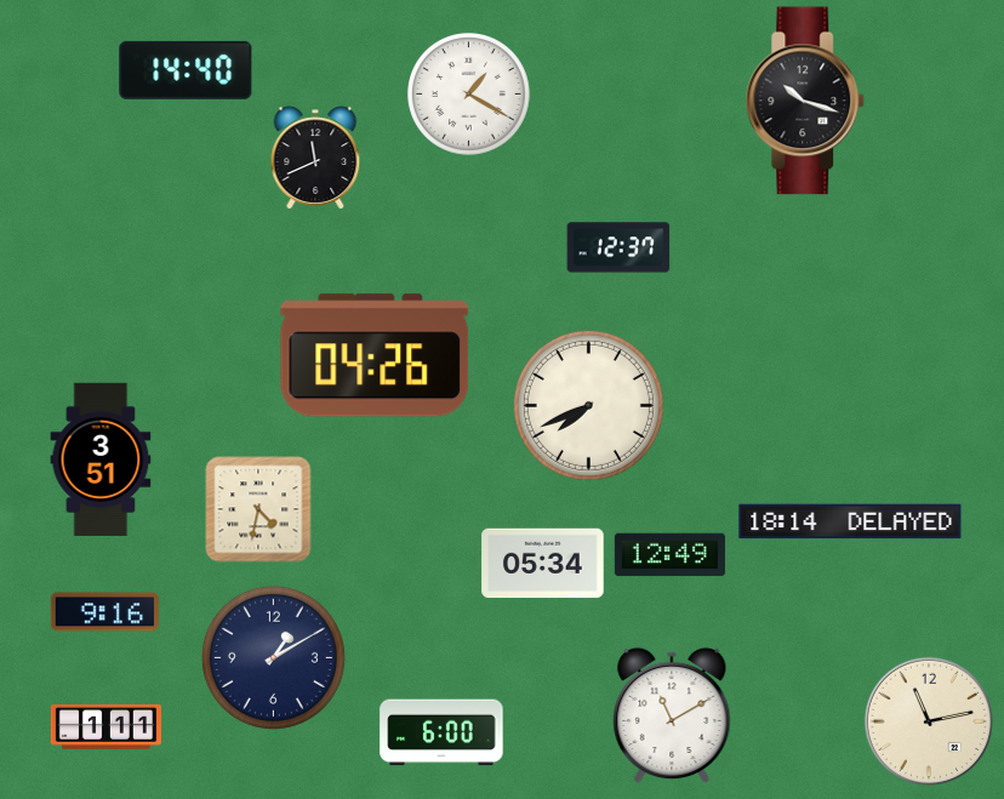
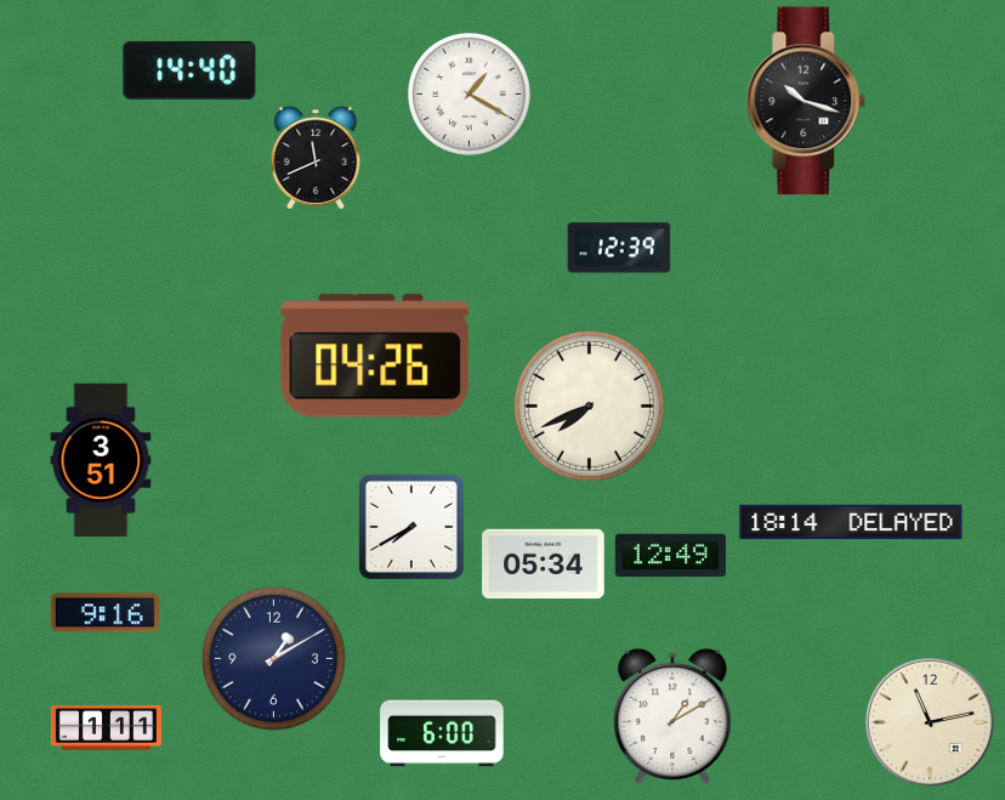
clock at (186, 70) position: (186, 70) -> (189, 70)
clock at (618, 247): 12:37 -> 12:39
clock at (258, 509): 4:32 -> none
clock at (411, 527): none -> 7:40
clock at (672, 715): 11:10 -> 1:10
